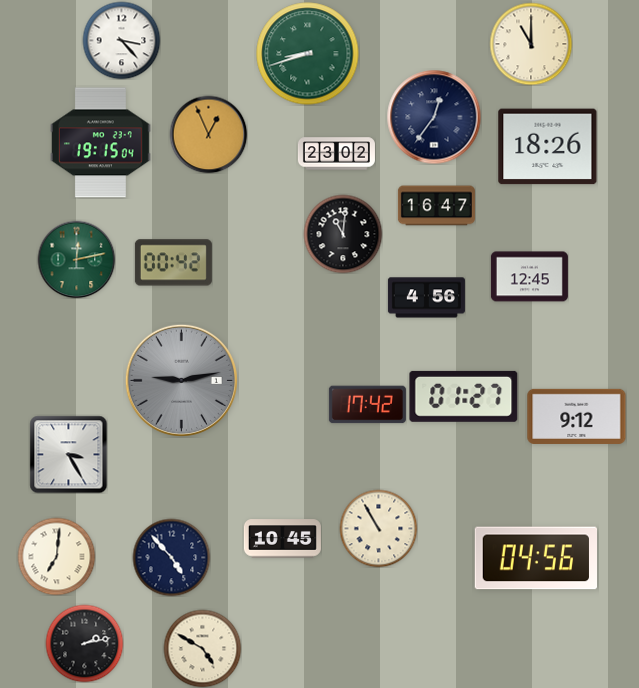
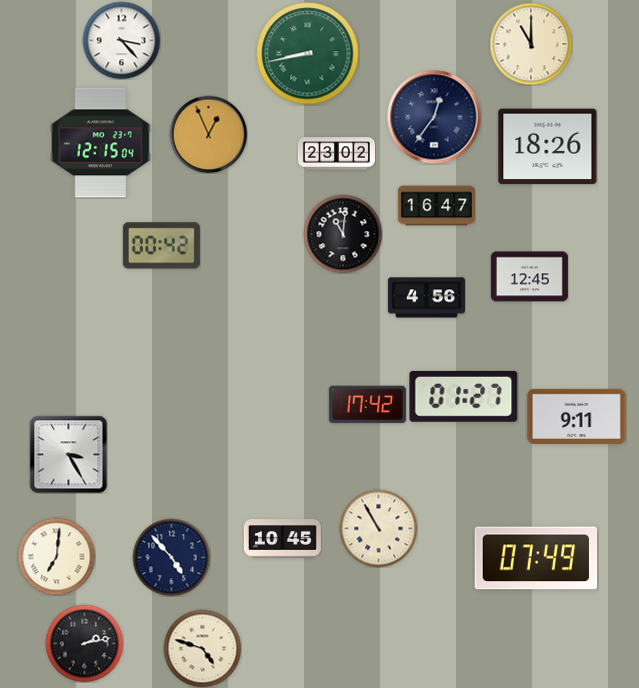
clock at (308, 54): 8:42 -> 8:43
clock at (101, 143): 19:15 -> 12:15
clock at (76, 259): 12:13 -> none
clock at (173, 263) position: (173, 263) -> (161, 246)
clock at (181, 380): 9:13 -> none
clock at (577, 416): 9:12 -> 9:11
clock at (535, 558): 04:56 -> 07:49
clock at (202, 648): 4:50 -> 4:48
